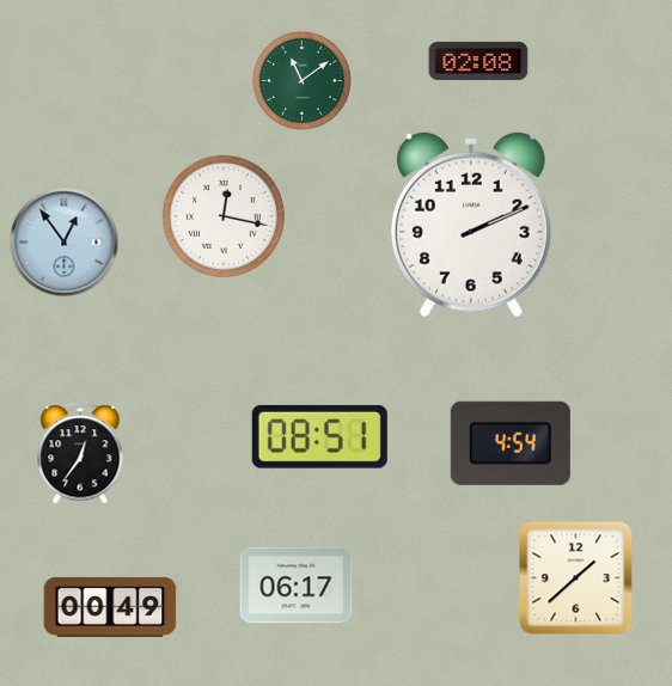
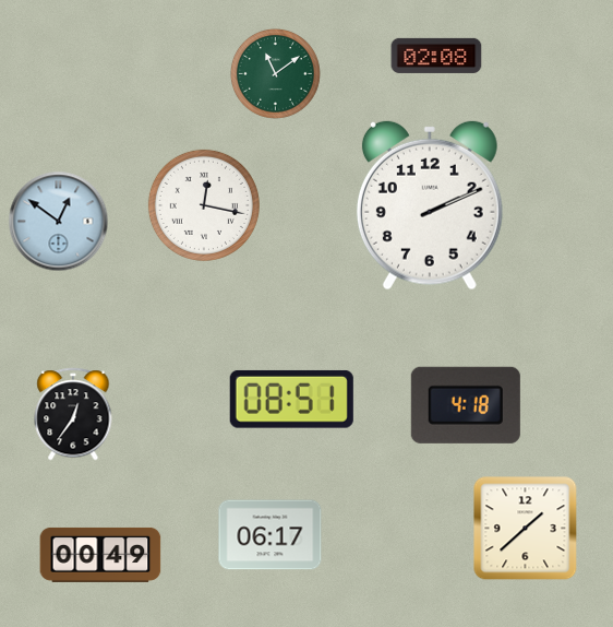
clock at (224, 216) position: (224, 216) -> (204, 205)
clock at (65, 243): 12:54 -> 12:51
clock at (511, 443): 4:54 -> 4:18
